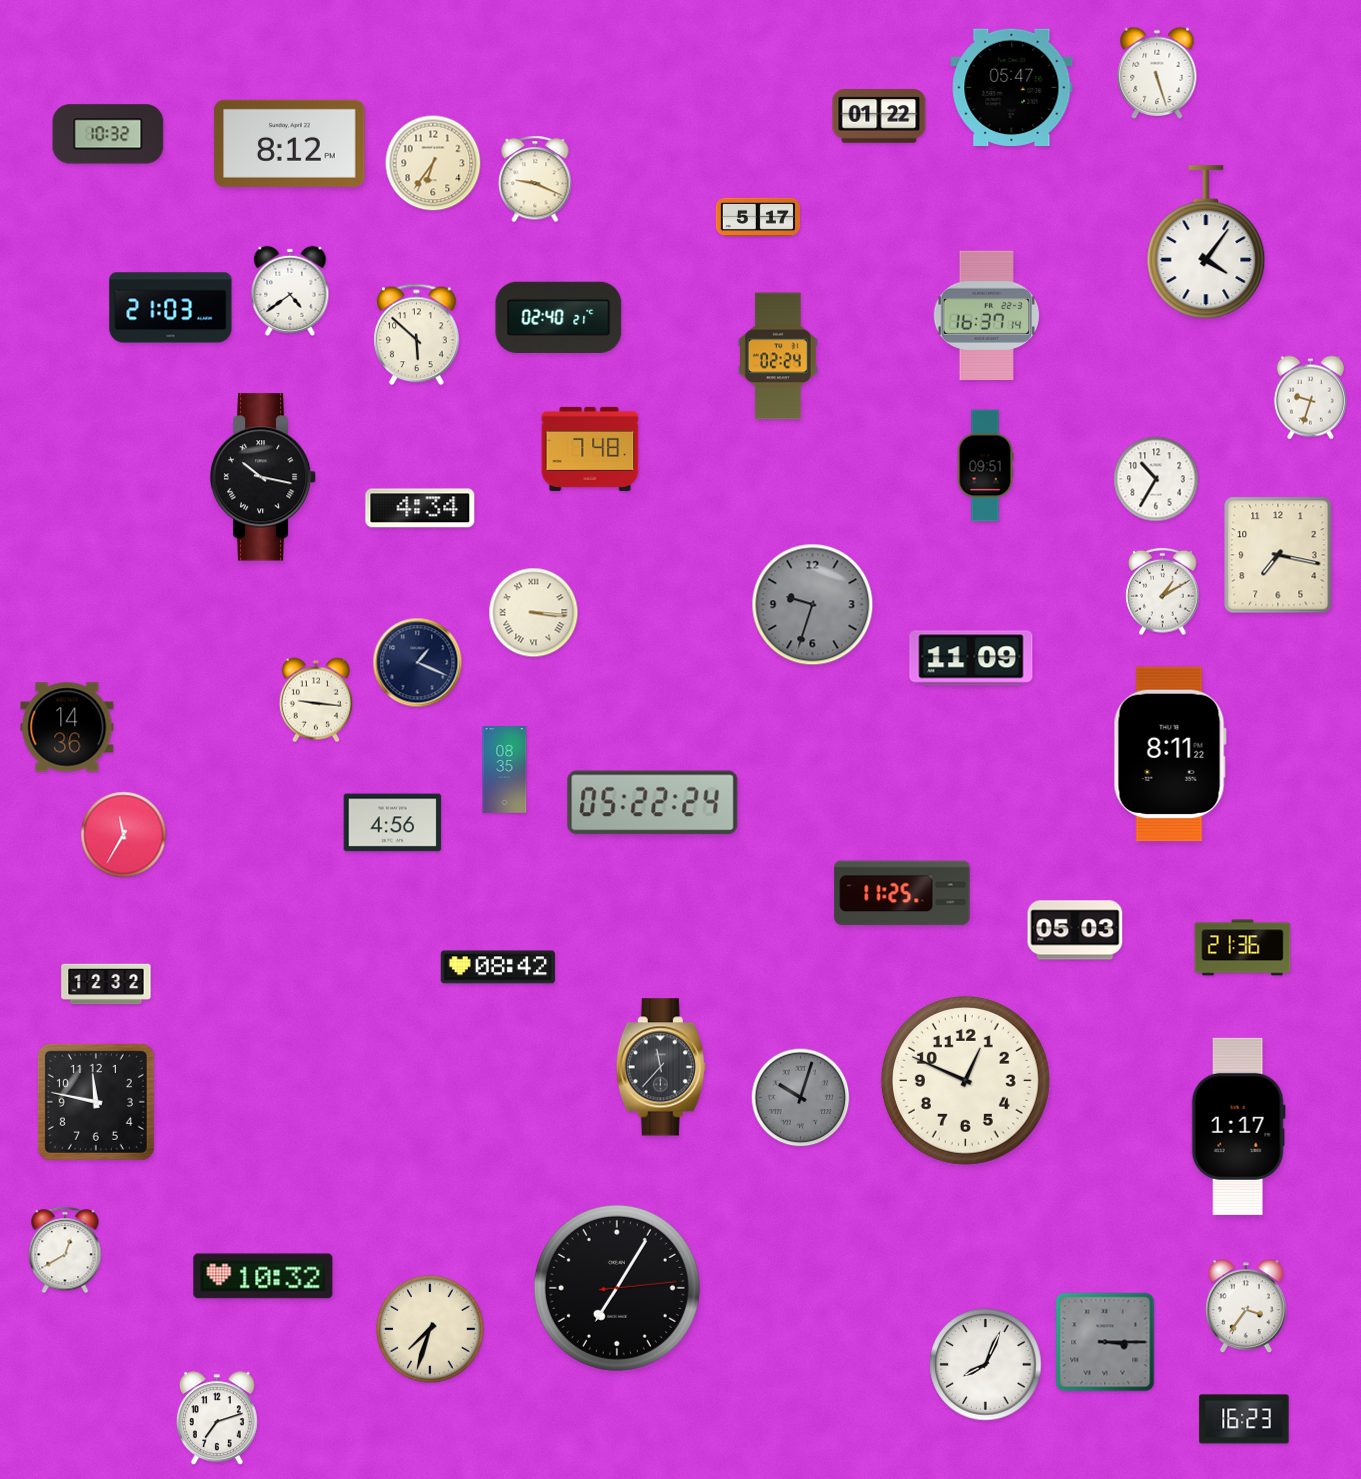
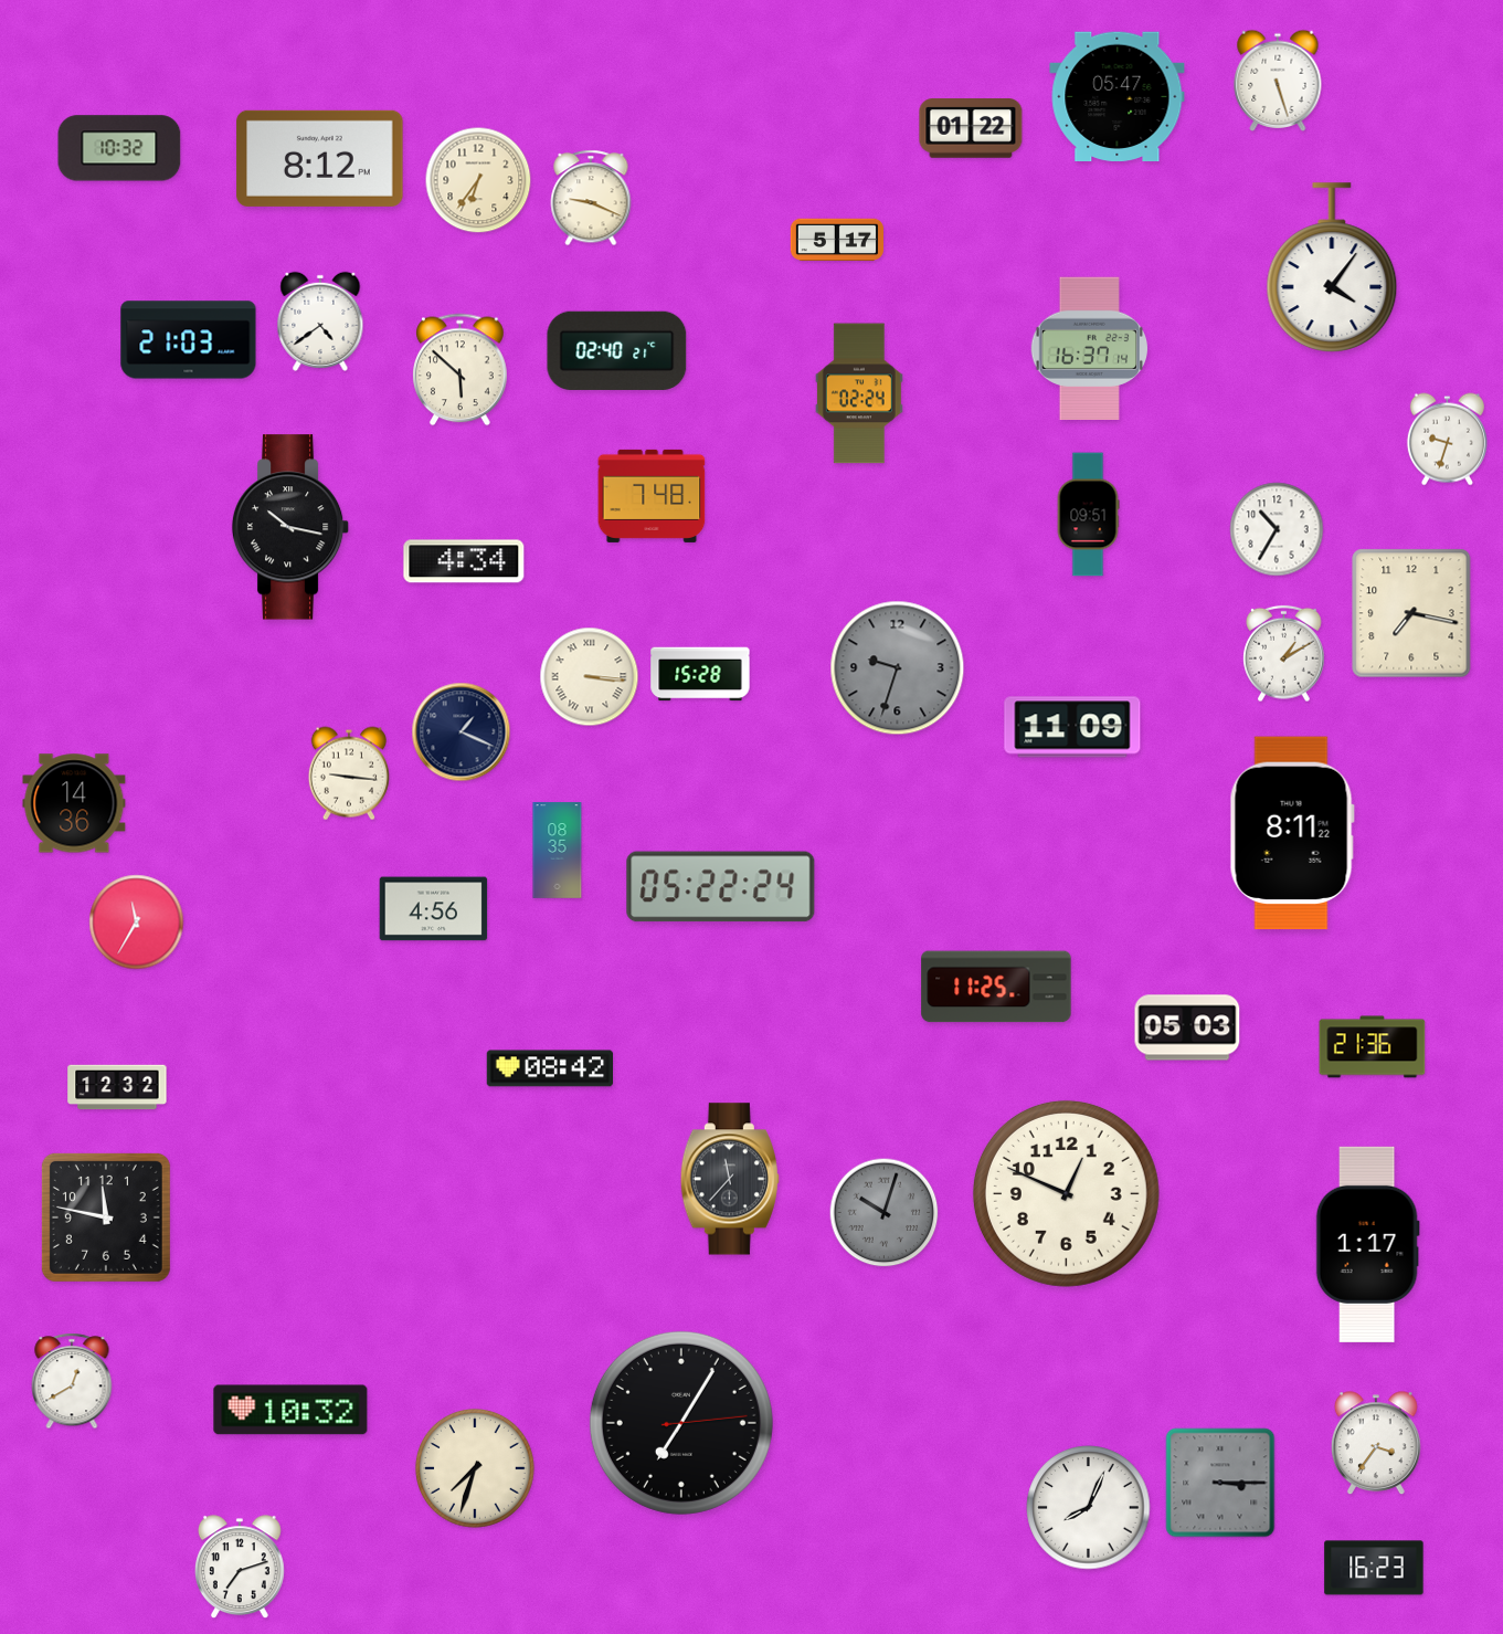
clock at (700, 674): none -> 15:28
